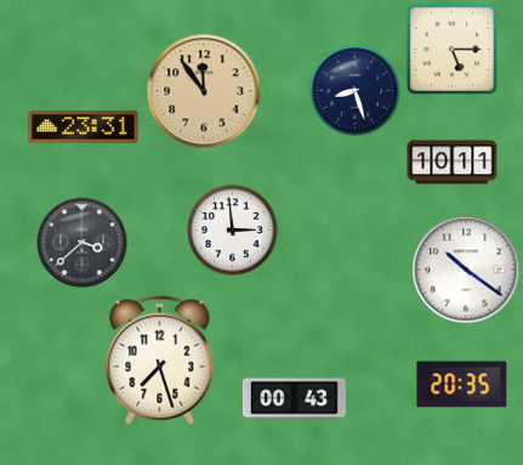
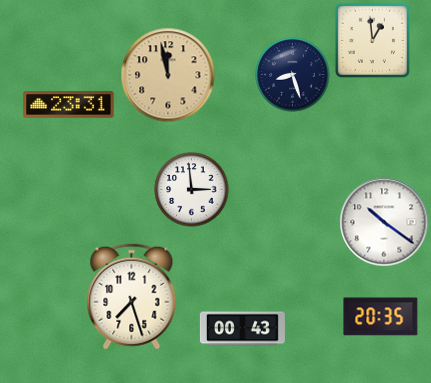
clock at (451, 49): 5:15 -> 12:59
clock at (204, 91): 11:54 -> 11:58
clock at (453, 163): 10:11 -> none
clock at (83, 243): 3:38 -> none
